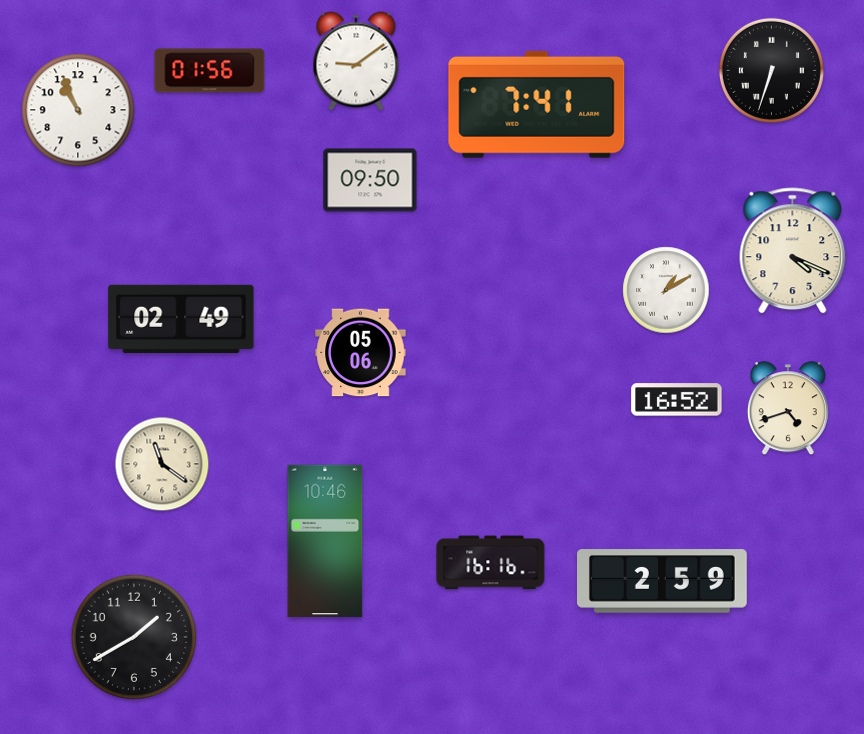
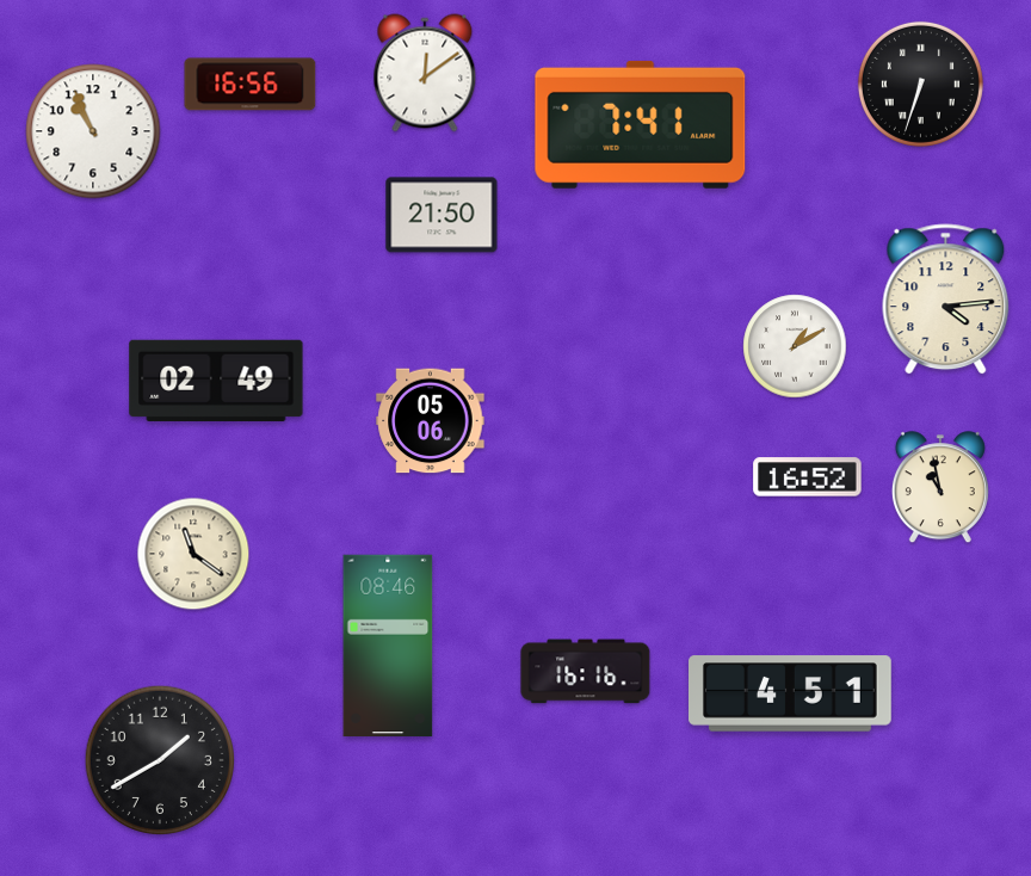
clock at (356, 61): 9:09 -> 12:09
clock at (210, 71): 01:56 -> 16:56
clock at (370, 180): 09:50 -> 21:50
clock at (793, 251): 4:19 -> 4:14
clock at (788, 409): 4:42 -> 10:58
clock at (325, 541): 10:46 -> 08:46
clock at (663, 581): 2:59 -> 4:51
